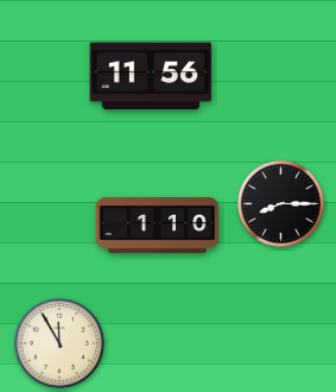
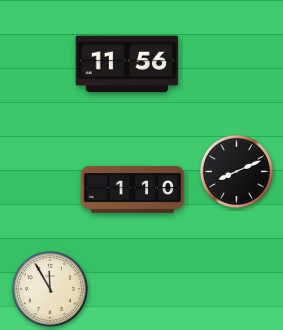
clock at (280, 203): 8:15 -> 8:11
